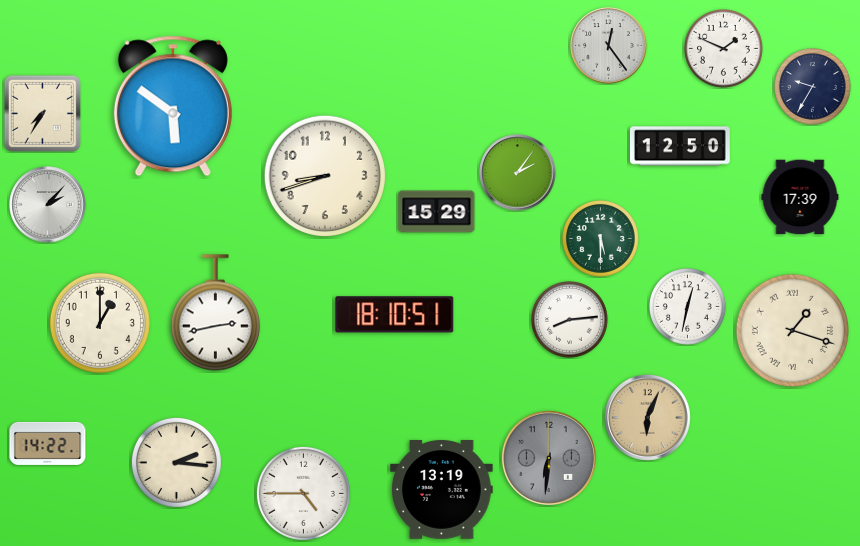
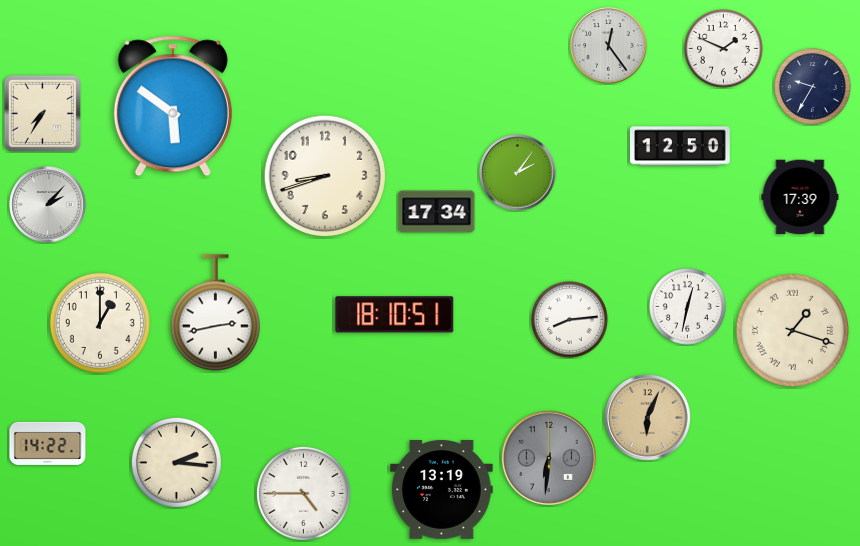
clock at (437, 212): 15:29 -> 17:34
clock at (601, 239): 5:30 -> none
